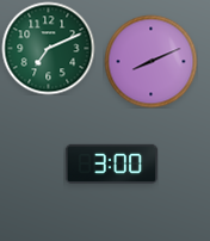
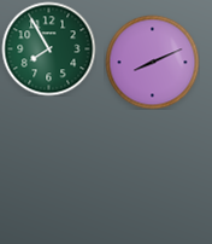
clock at (48, 48): 7:11 -> 7:55
clock at (111, 163): 3:00 -> none
